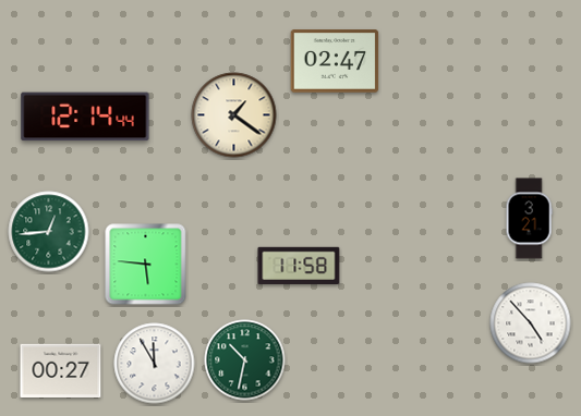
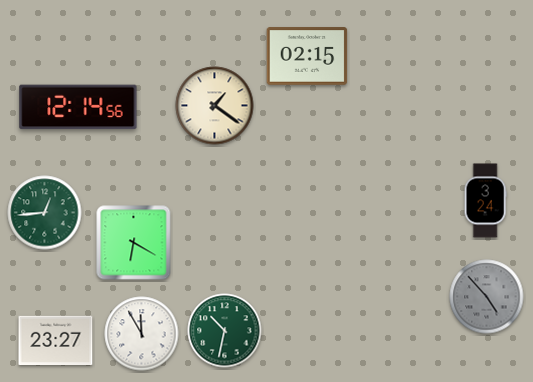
clock at (335, 61): 02:47 -> 02:15
clock at (85, 117): 12:14:44 -> 12:14:56
clock at (529, 219): 3:21 -> 3:24
clock at (146, 265): 5:46 -> 6:20
clock at (299, 265): 11:58 -> none
clock at (531, 323) dial: white -> grey
clock at (61, 370): 00:27 -> 23:27
